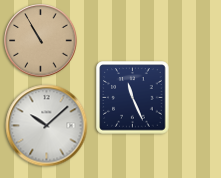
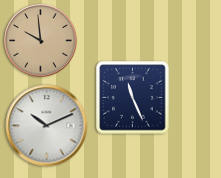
clock at (41, 41): 10:55 -> 9:59
clock at (47, 126): 10:08 -> 10:11
